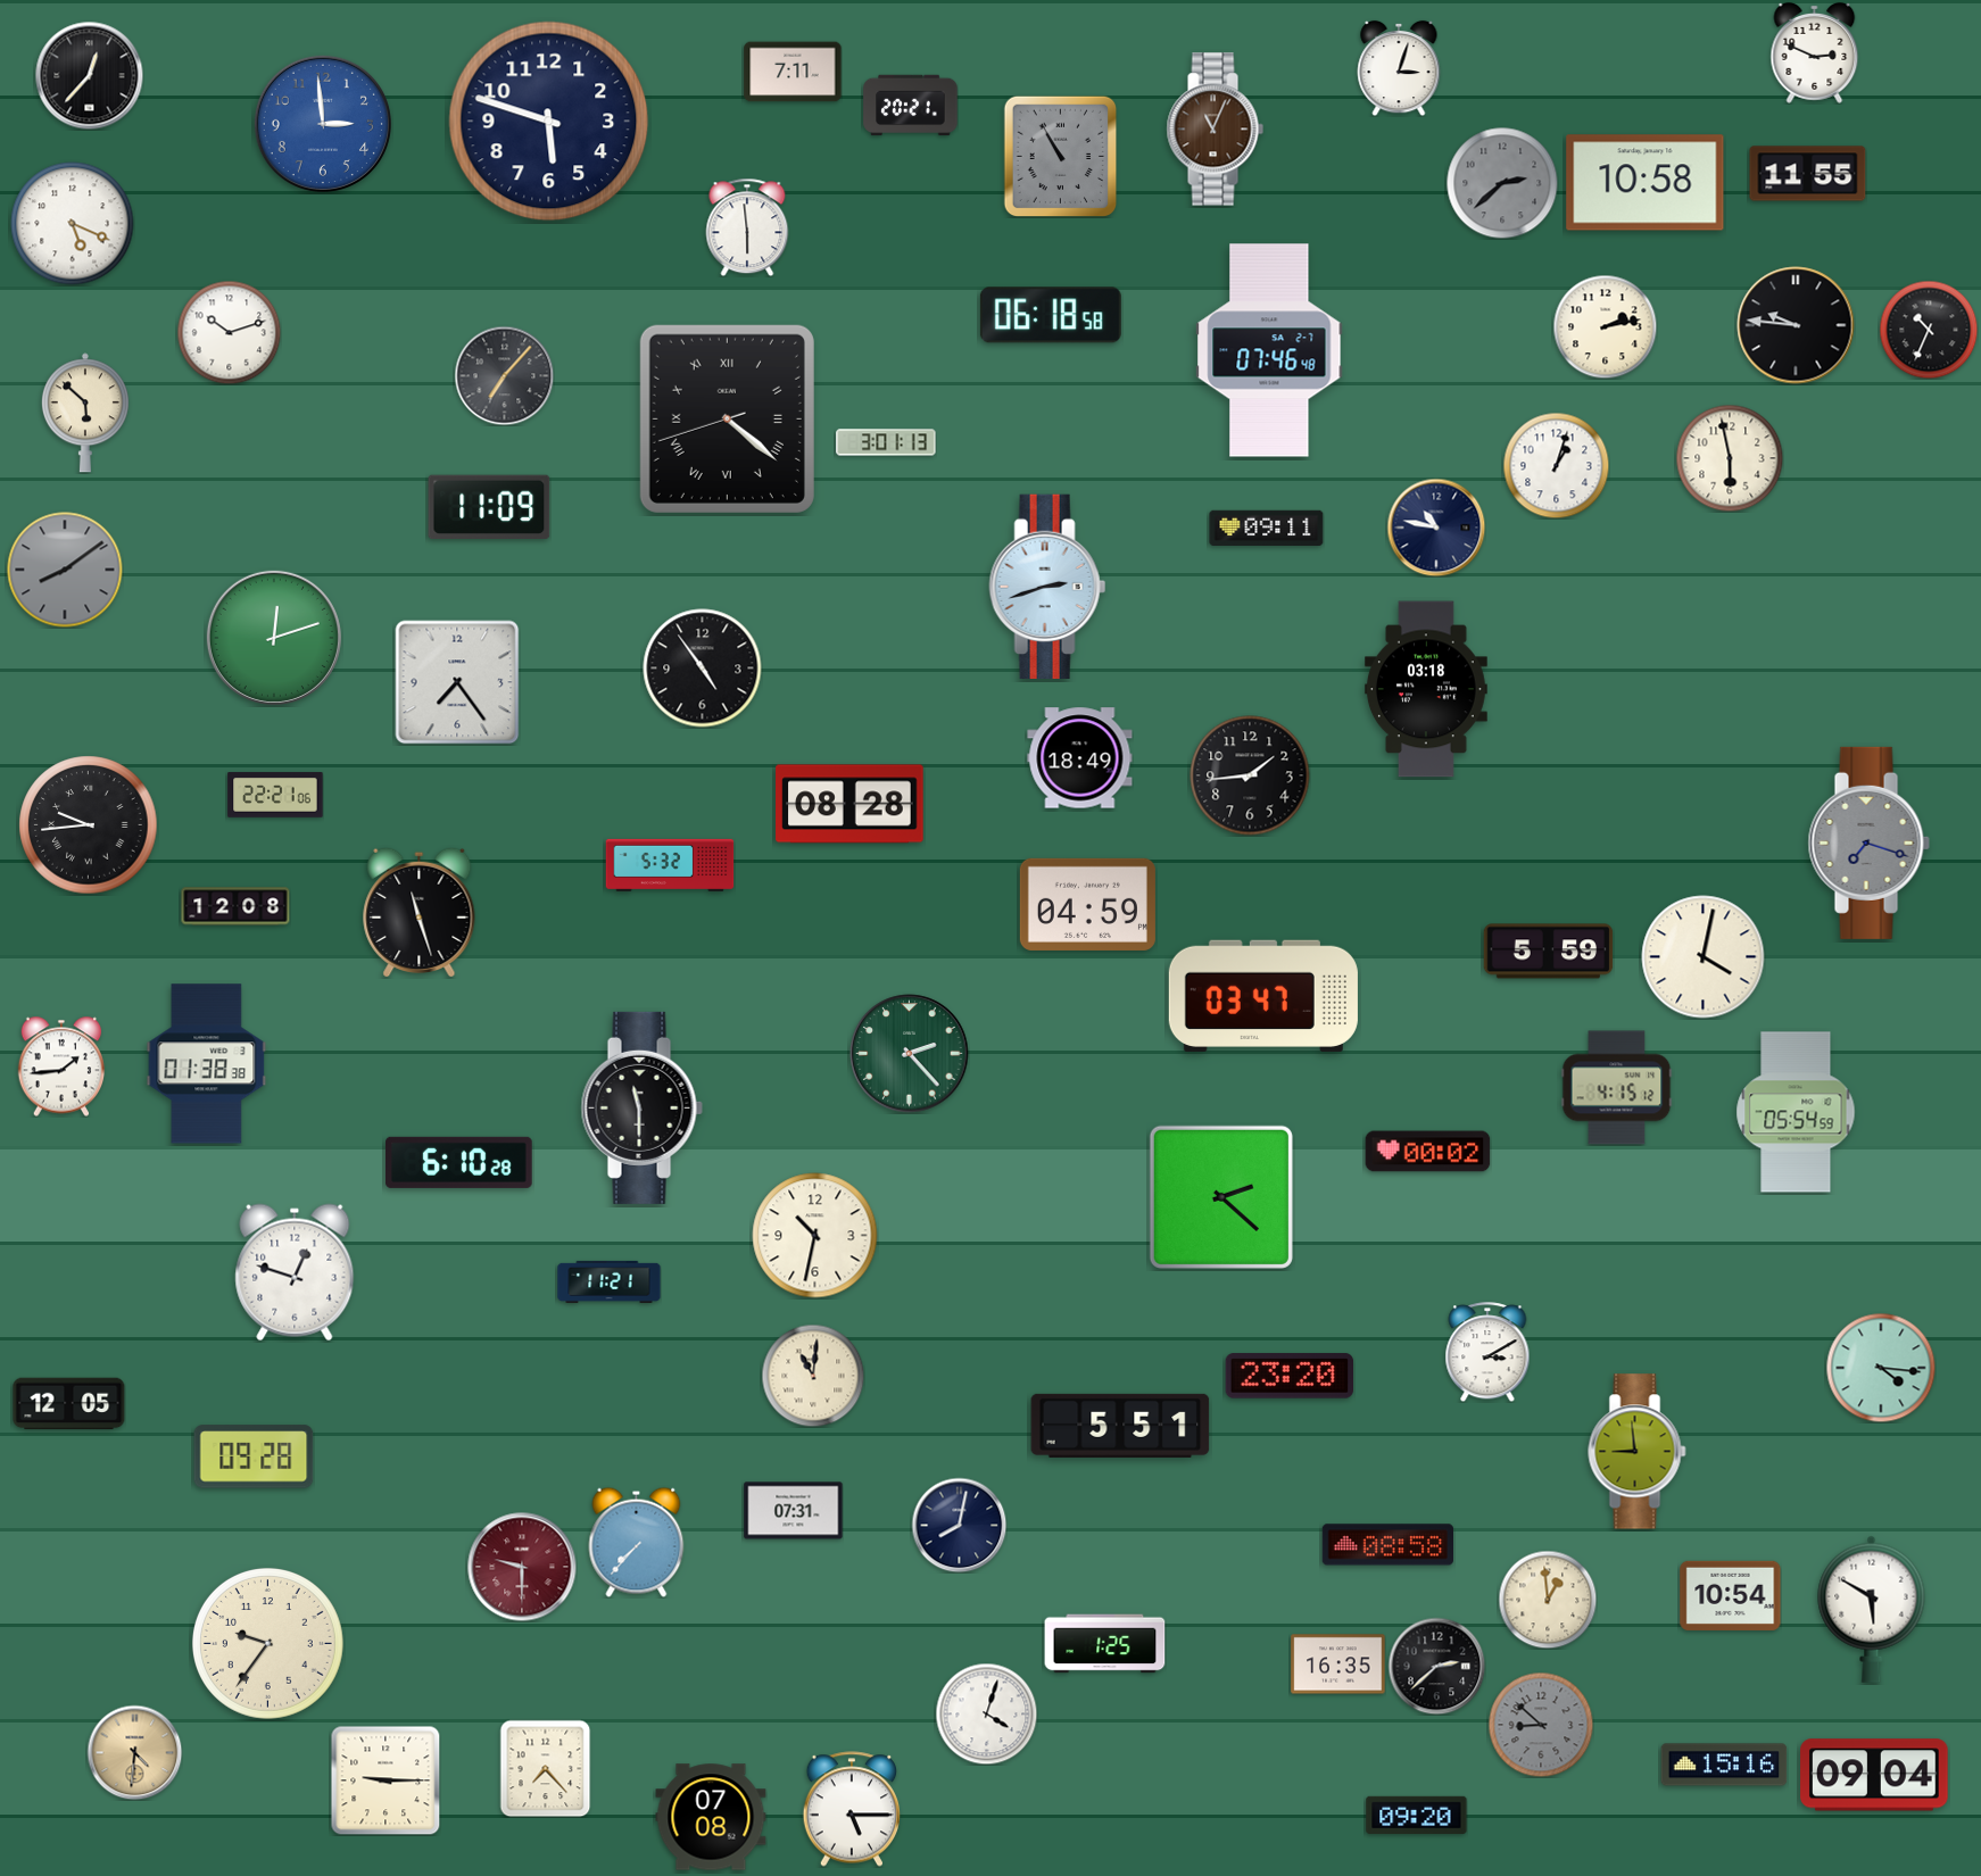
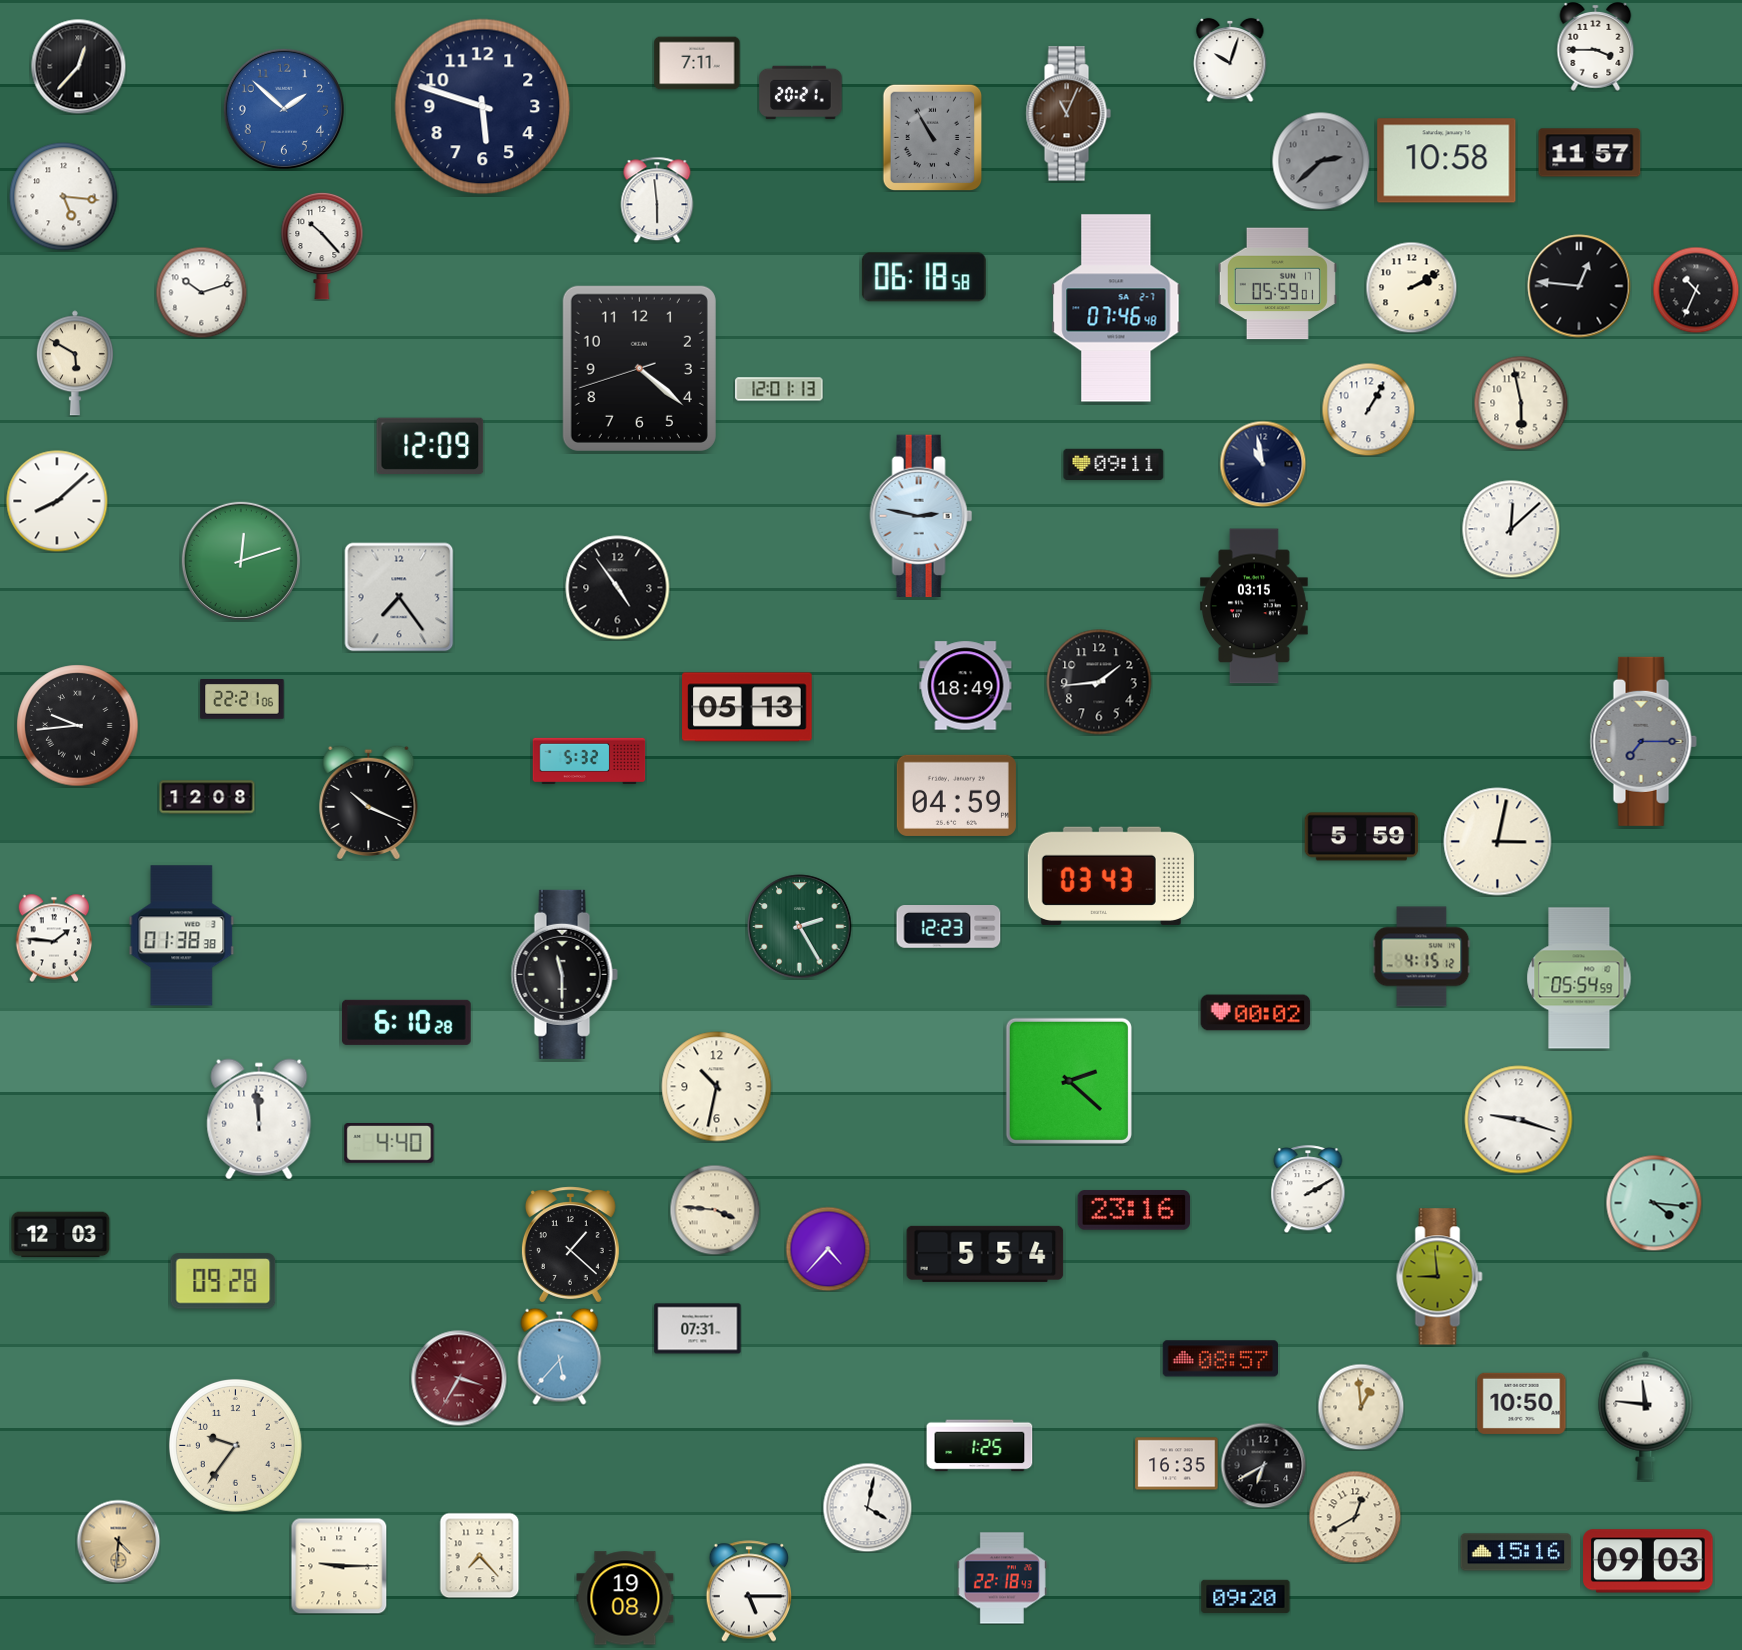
clock at (1815, 53): 2:49 -> 3:45
clock at (1399, 68): 3:03 -> 10:03
clock at (323, 124): 2:59 -> 1:52
clock at (1808, 174): 11:55 -> 11:57
clock at (73, 224): 5:19 -> 5:16
clock at (322, 246): none -> 10:23
clock at (1277, 284): none -> 05:59
clock at (1796, 325): 9:46 -> 12:46
clock at (1605, 326): 2:13 -> 2:10
clock at (504, 375): 7:07 -> none
clock at (85, 413): 5:52 -> 5:50
clock at (727, 418) numerals: Roman -> Arabic
clock at (886, 442): 3:01 -> 12:01
clock at (1556, 465): 1:03 -> 1:05
clock at (489, 507): 11:09 -> 12:09
clock at (1436, 528): 10:47 -> 10:58
clock at (65, 570): 8:09 -> 8:08
clock at (65, 570) dial: grey -> white
clock at (1047, 586): 2:42 -> 2:47
clock at (1511, 529): none -> 12:08
clock at (457, 682) position: (457, 682) -> (399, 597)
clock at (1426, 689): 03:18 -> 03:15
clock at (1080, 758) position: (1080, 758) -> (966, 686)
clock at (849, 804): 08:28 -> 05:13
clock at (1868, 842): 7:18 -> 7:15
clock at (420, 912): 11:27 -> 10:19
clock at (1704, 957): 4:02 -> 3:02
clock at (1263, 995): 03:47 -> 03:43
clock at (910, 1054): 2:23 -> 2:25
clock at (949, 927): none -> 12:23
clock at (61, 1066): 1:44 -> 1:46
clock at (459, 1162) position: (459, 1162) -> (407, 1022)
clock at (1221, 1197) position: (1221, 1197) -> (1069, 1081)
clock at (295, 1272): 12:48 -> 11:59
clock at (1519, 1120): none -> 9:18
clock at (610, 1281): 11:21 -> none
clock at (389, 1143): none -> 4:40
clock at (1487, 1352): 3:10 -> 2:10
clock at (813, 1376): 11:01 -> 3:46
clock at (1290, 1376): 23:20 -> 23:16
clock at (69, 1404): 12:05 -> 12:03
clock at (570, 1245): none -> 1:22
clock at (828, 1249): none -> 4:37
clock at (1120, 1426): 5:51 -> 5:54
clock at (959, 1525): 8:02 -> none
clock at (637, 1542): 7:37 -> 5:37
clock at (1387, 1545): 08:58 -> 08:57
clock at (522, 1567): 9:30 -> 3:35
clock at (1731, 1595): 10:54 -> 10:50
clock at (1872, 1609): 5:50 -> 11:46
clock at (1105, 1644) position: (1105, 1644) -> (980, 1446)
clock at (1436, 1666): 2:38 -> 6:40
clock at (986, 1713): 4:03 -> 4:02
clock at (1541, 1725): 8:52 -> 12:40
clock at (1541, 1725) dial: grey -> cream
clock at (1874, 1775): 09:04 -> 09:03
clock at (1002, 1578): none -> 22:18
clock at (711, 1817): 07:08 -> 19:08
